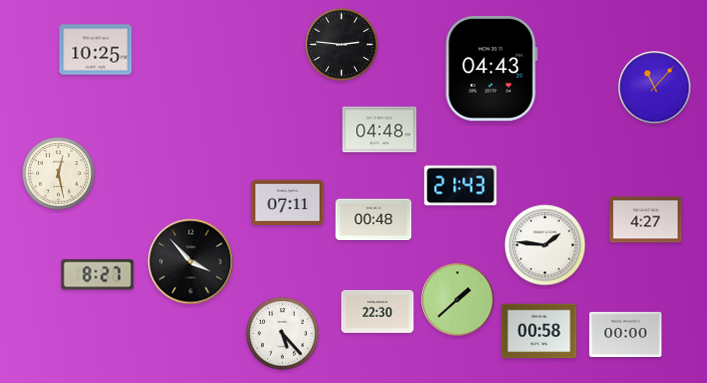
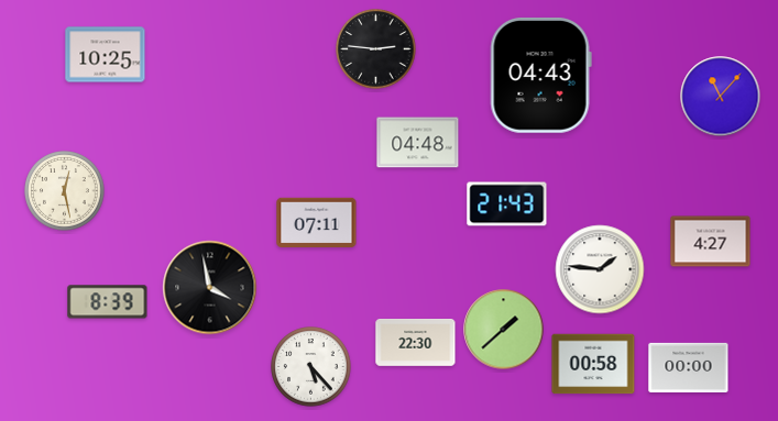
clock at (374, 220): 00:48 -> none
clock at (191, 262): 3:53 -> 3:58
clock at (98, 275): 8:27 -> 8:39
